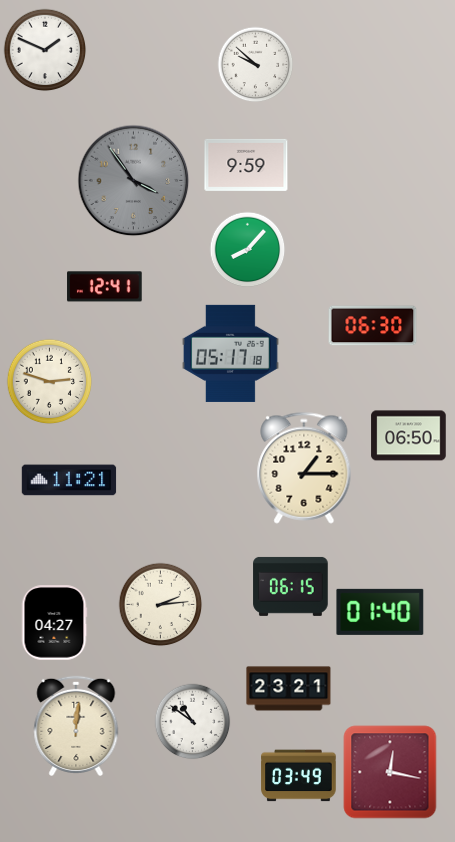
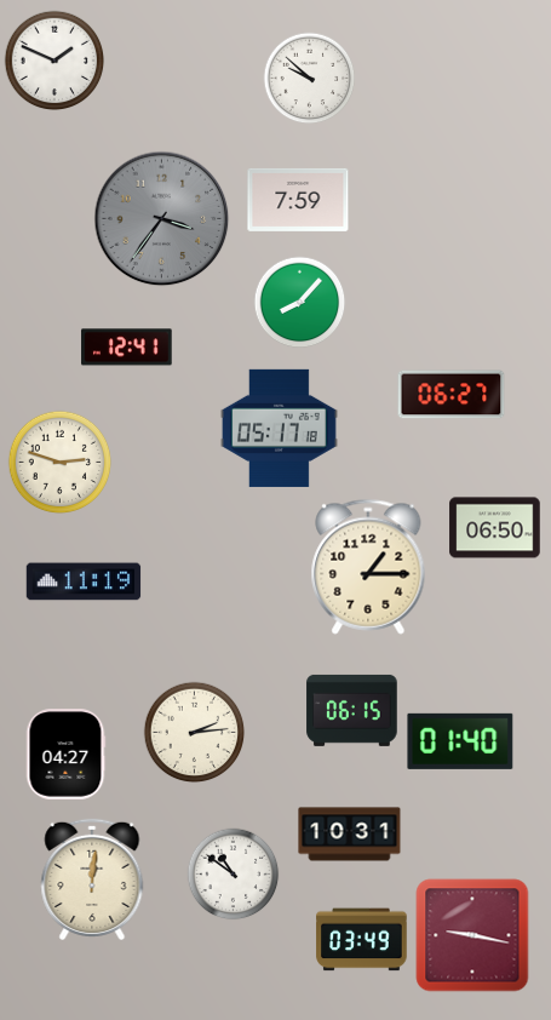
clock at (246, 165): 9:59 -> 7:59
clock at (134, 181): 3:54 -> 3:36
clock at (373, 326): 06:30 -> 06:27
clock at (69, 480): 11:21 -> 11:19
clock at (289, 689): 23:21 -> 10:31
clock at (390, 772): 12:17 -> 9:17
